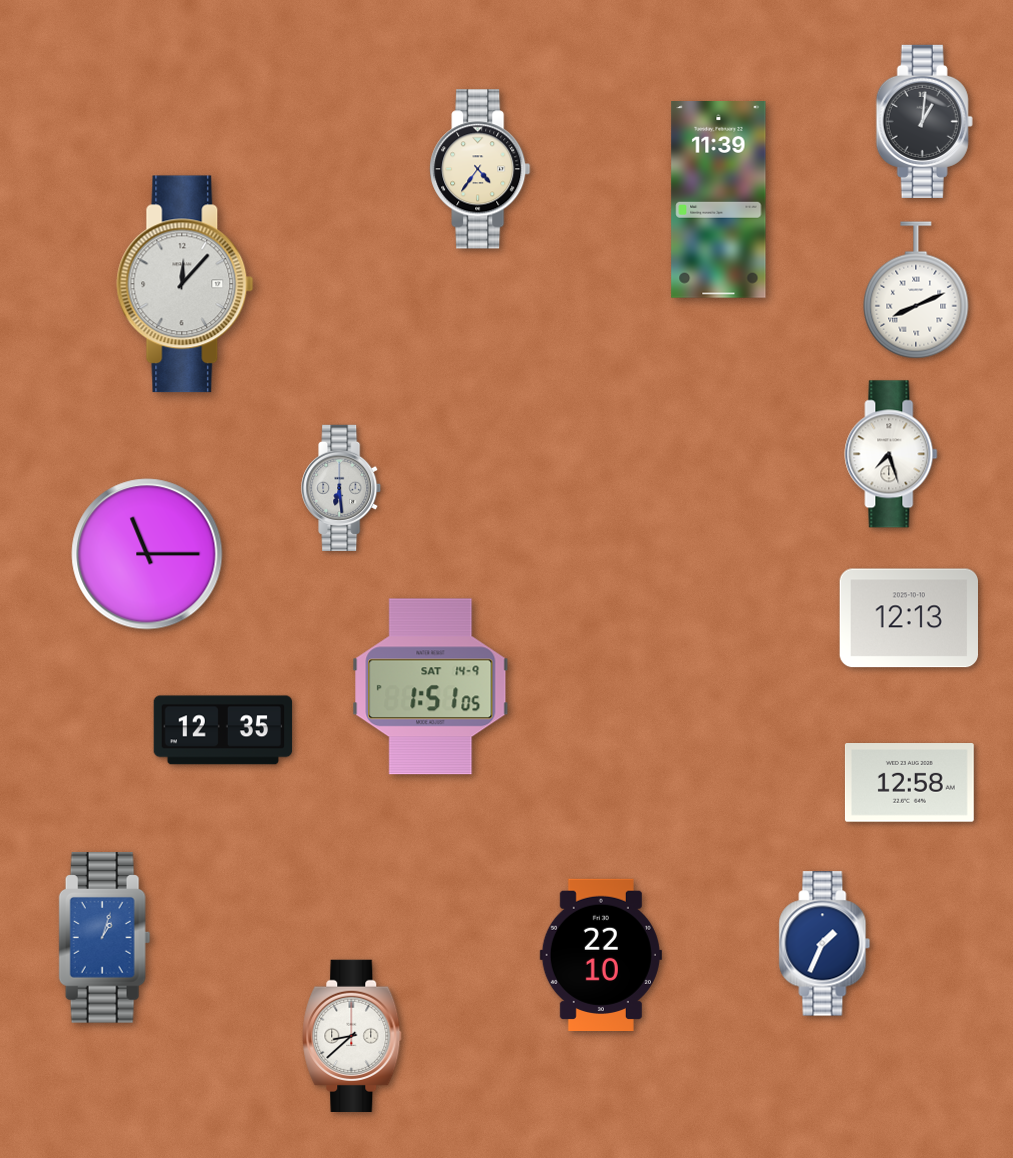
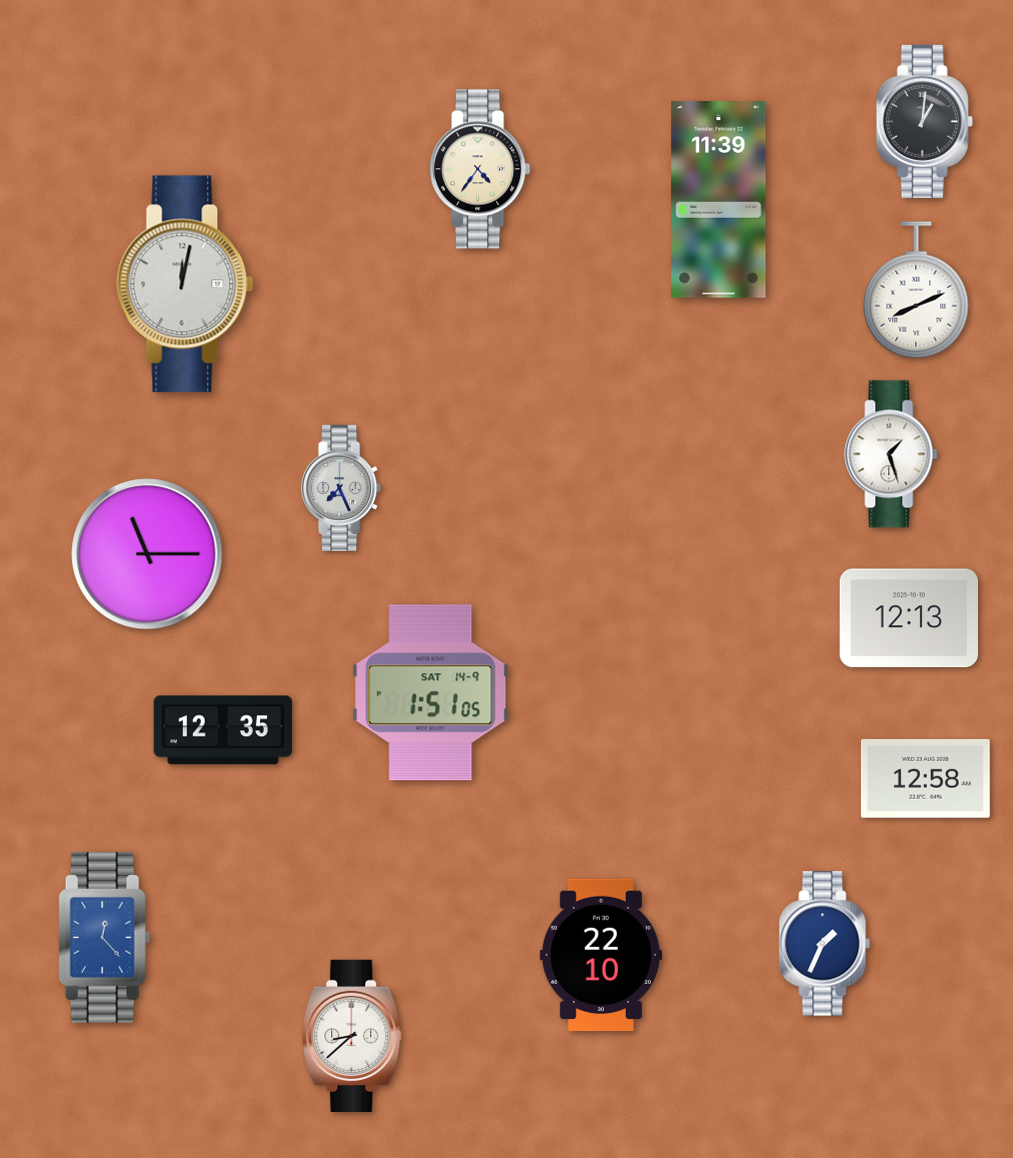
clock at (185, 284): 12:07 -> 12:02
clock at (891, 454): 7:27 -> 1:27
clock at (342, 488): 6:29 -> 7:26
clock at (431, 687) position: (431, 687) -> (431, 693)
clock at (909, 783) position: (909, 783) -> (925, 779)
clock at (105, 938): 1:03 -> 12:23
